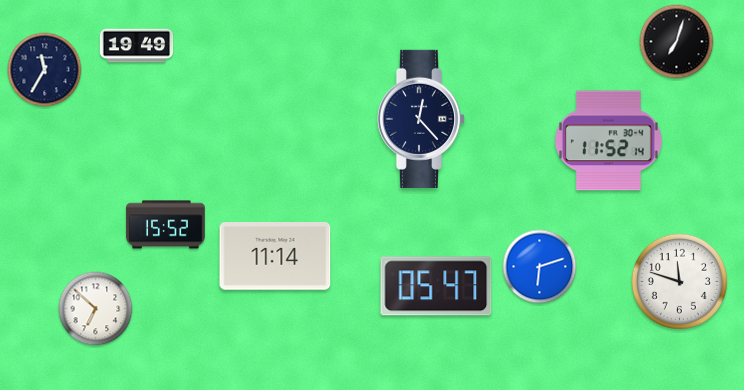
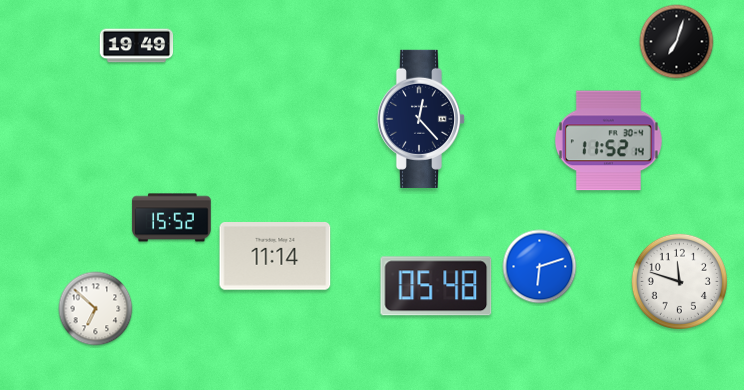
clock at (45, 70): 11:35 -> none
clock at (166, 225) position: (166, 225) -> (172, 218)
clock at (436, 286): 05:47 -> 05:48
